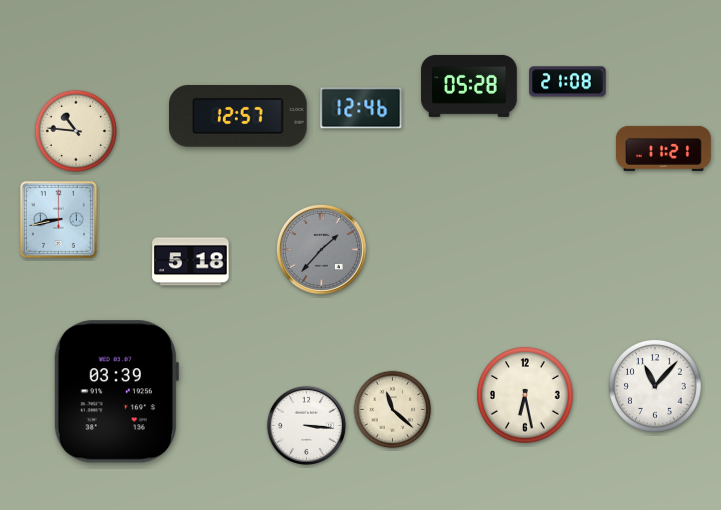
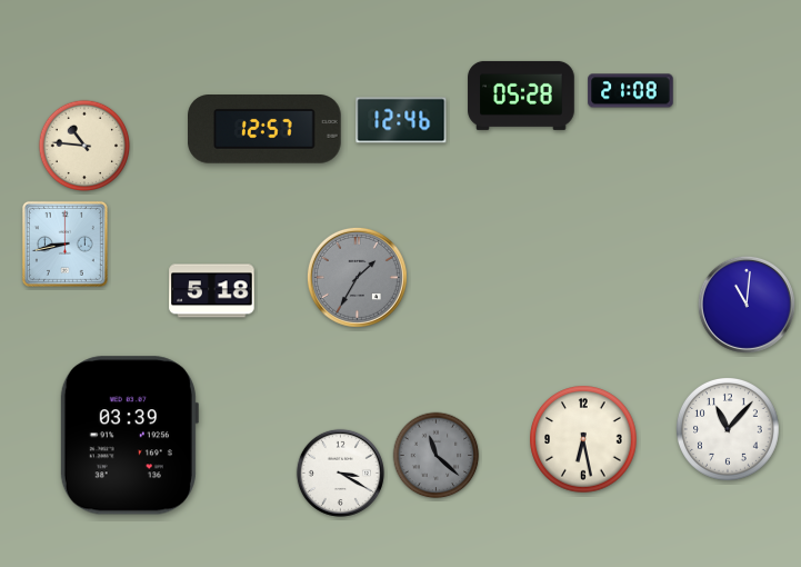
clock at (664, 148): 11:21 -> none
clock at (321, 249): 1:37 -> 1:35
clock at (747, 305): none -> 11:01
clock at (393, 410) dial: cream -> grey
clock at (306, 425): 3:16 -> 3:20
